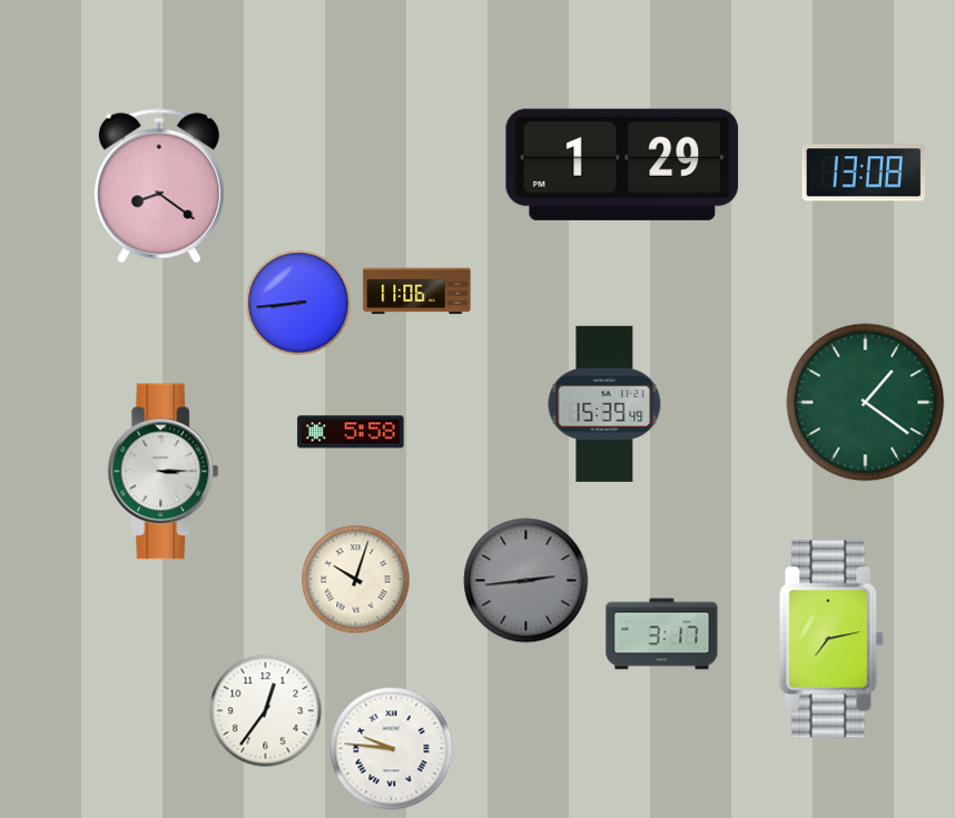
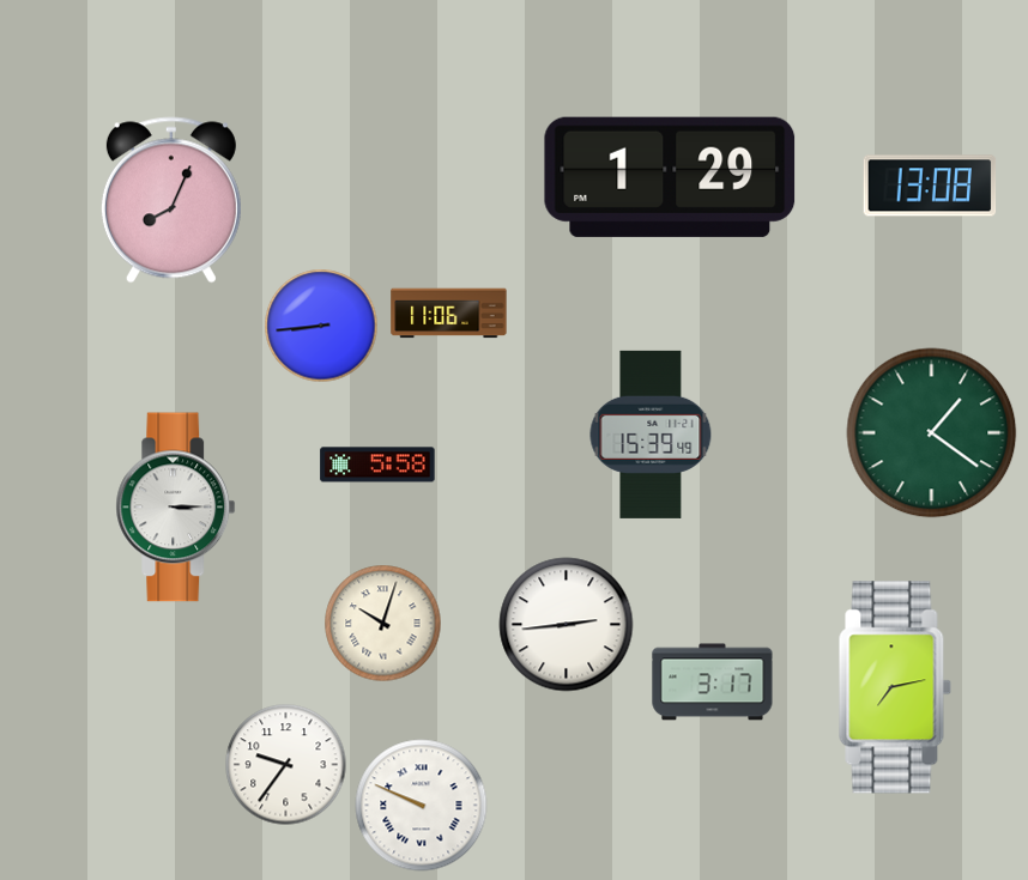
clock at (159, 186): 8:21 -> 8:04
clock at (526, 581) dial: grey -> white
clock at (266, 711): 12:36 -> 9:36
clock at (392, 749): 9:46 -> 9:49
